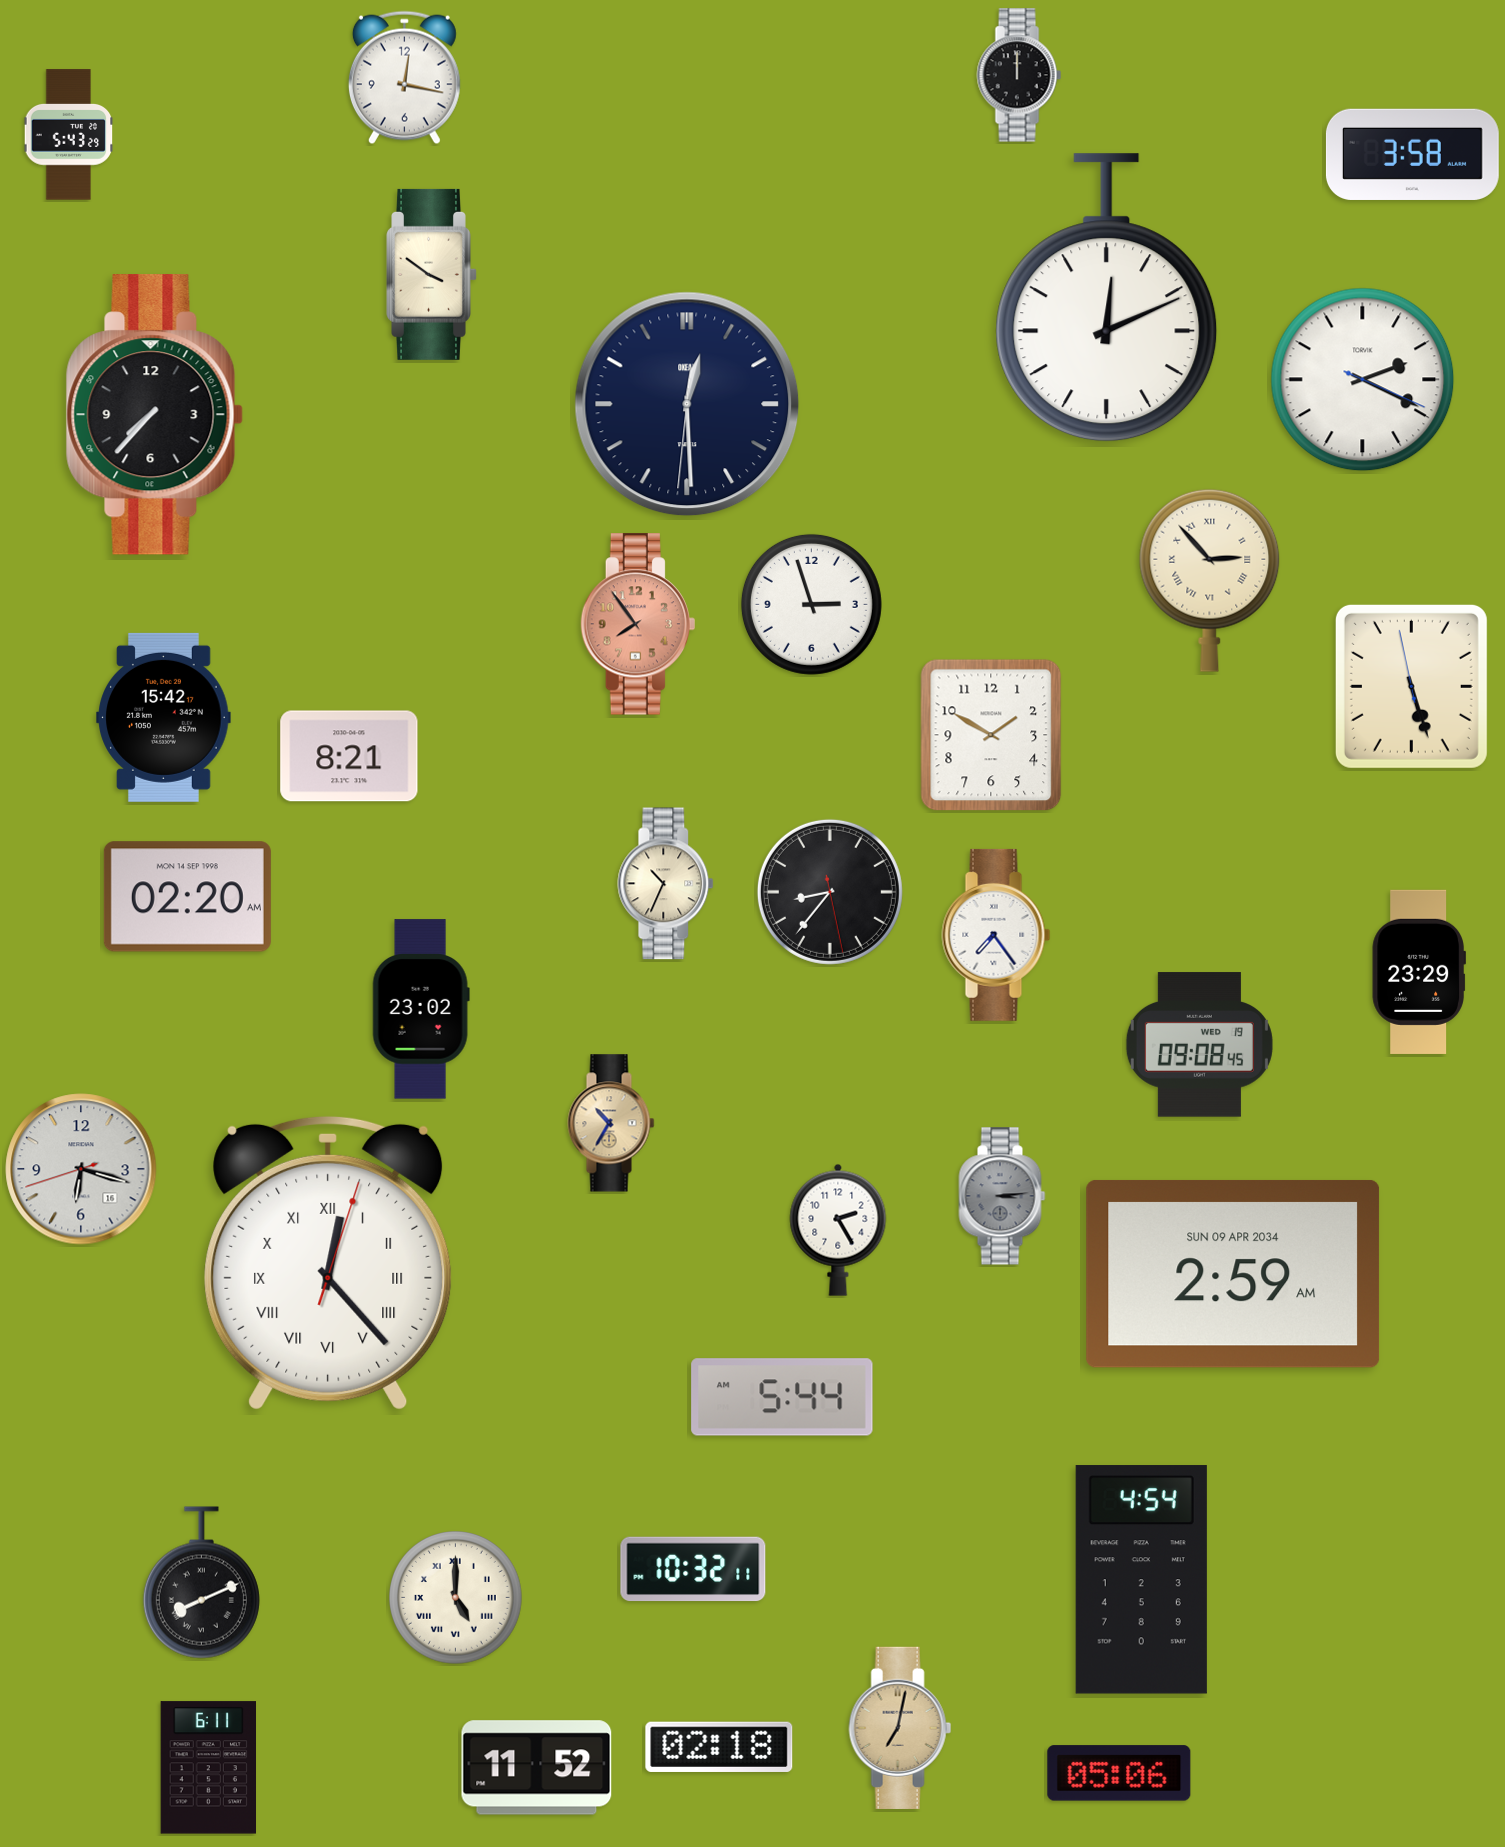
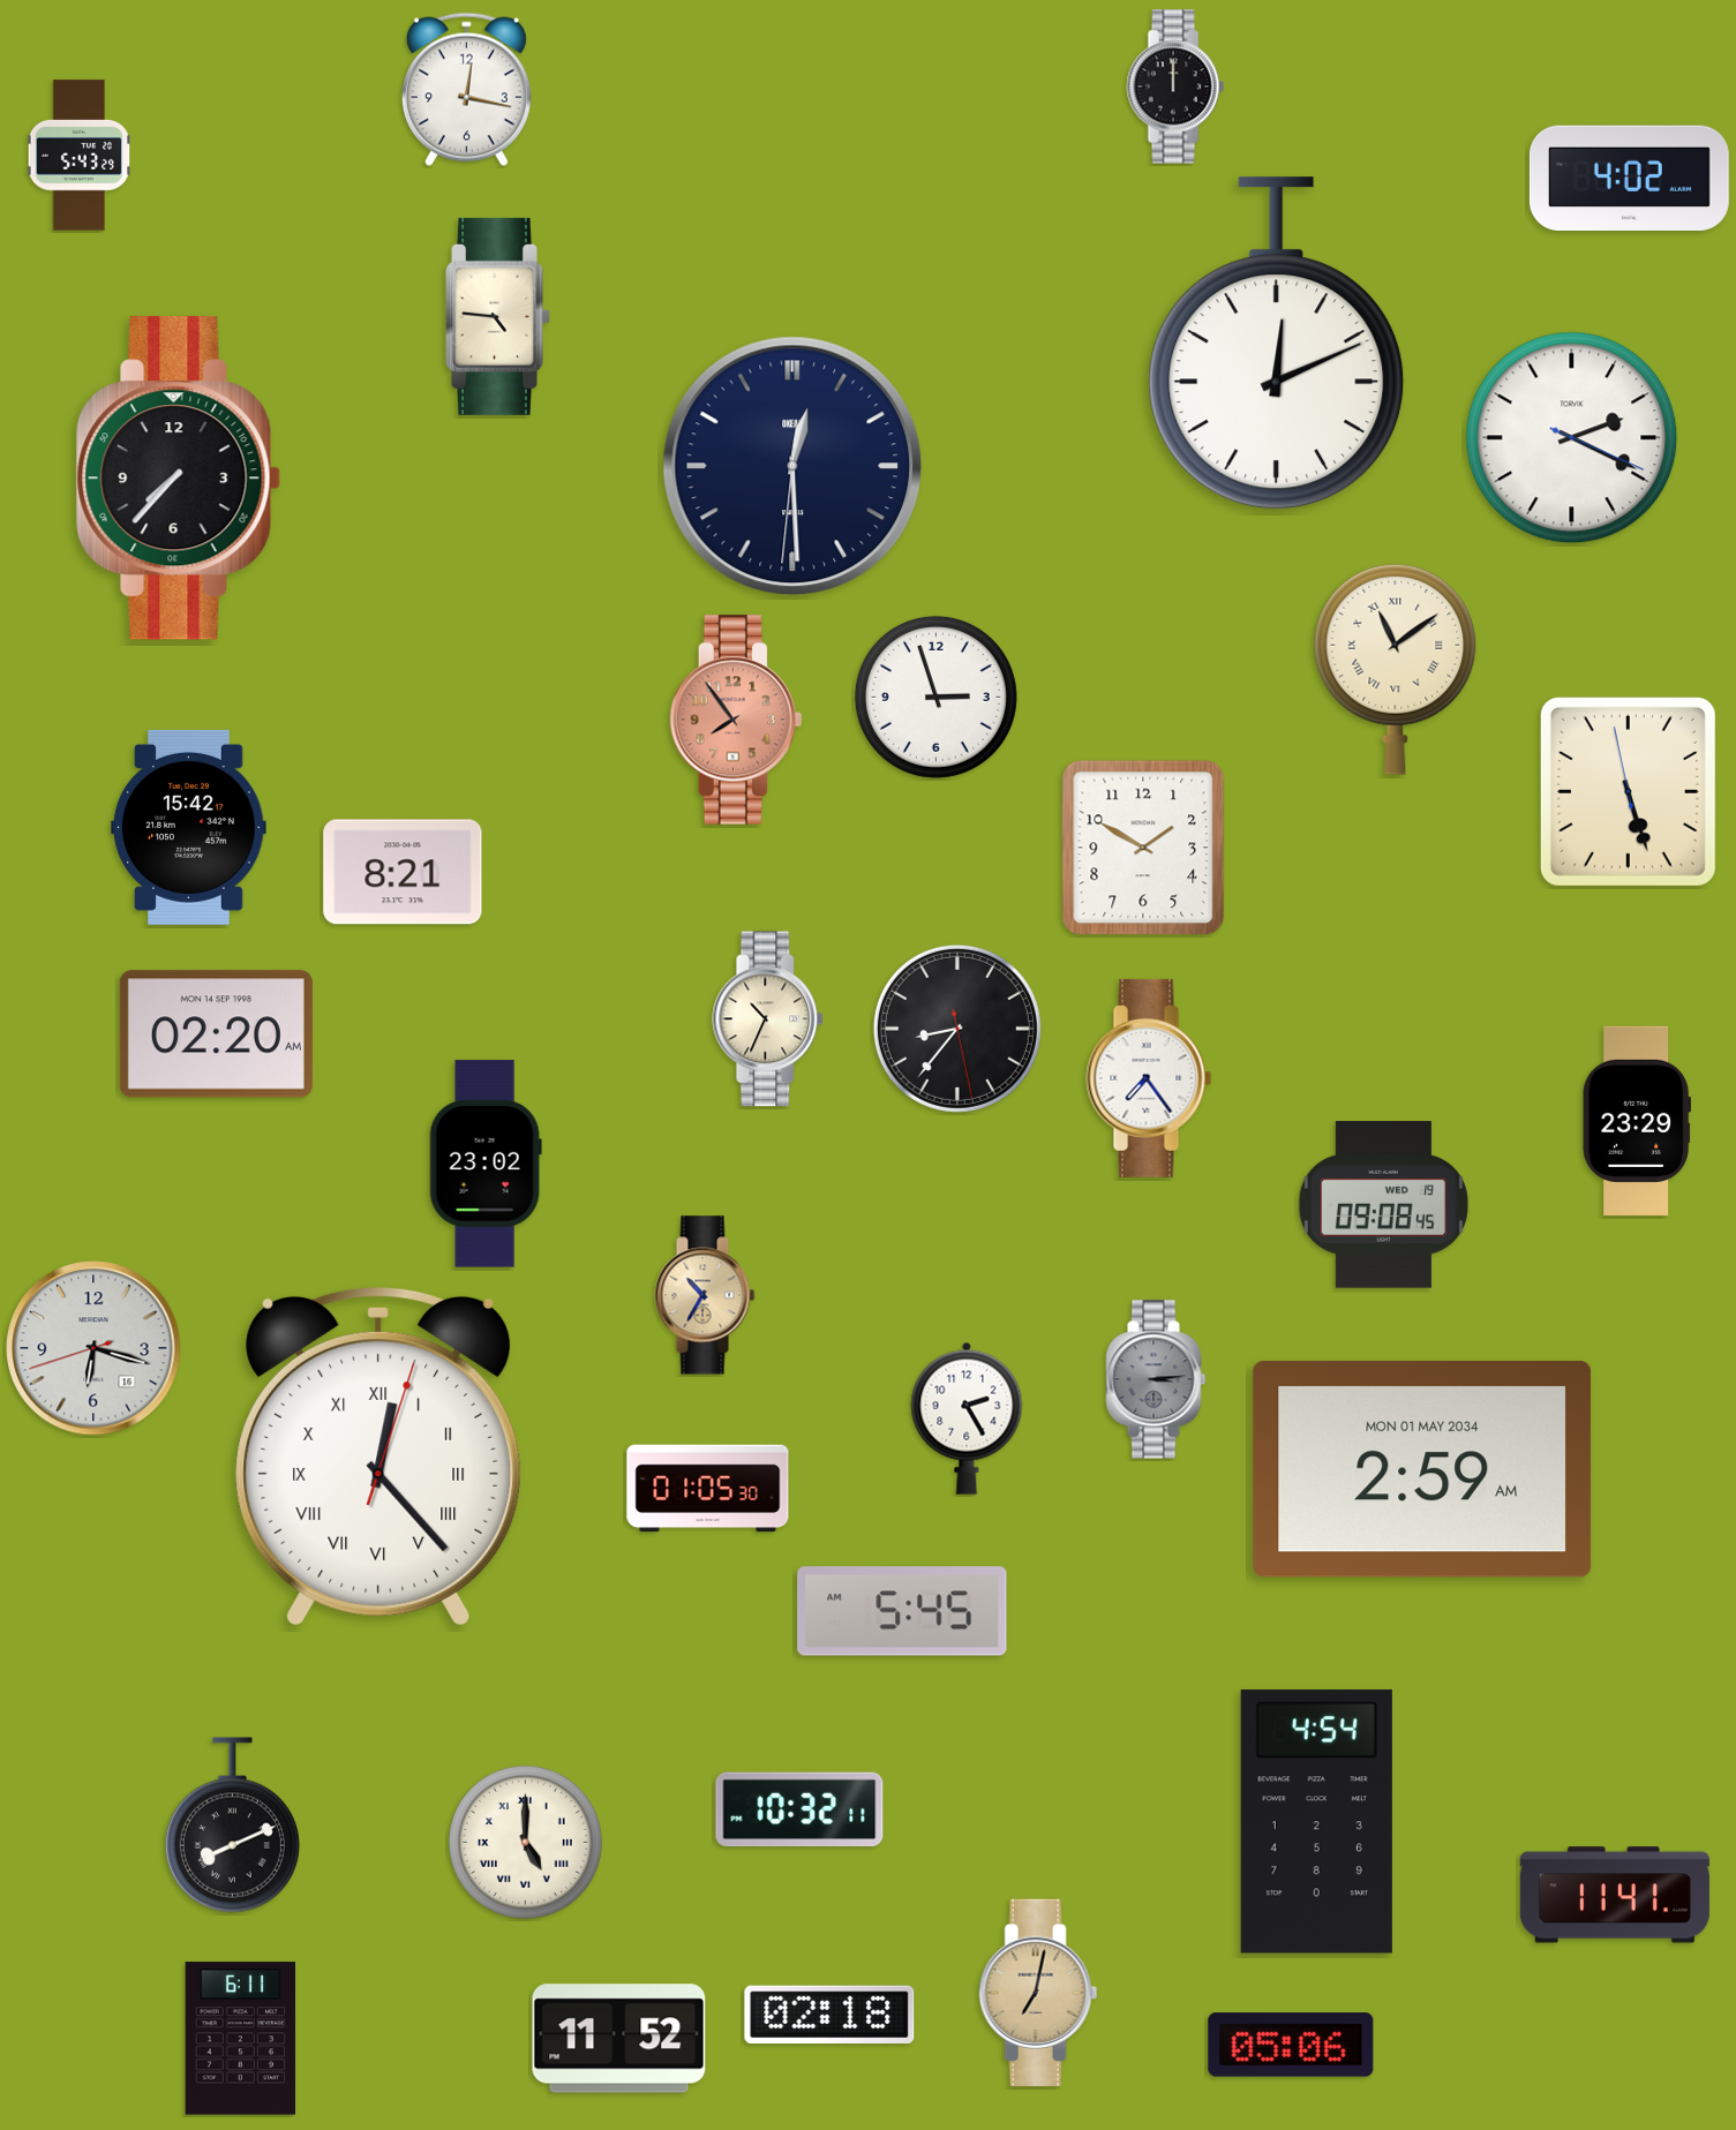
clock at (1412, 154): 3:58 -> 4:02
clock at (432, 274): 3:51 -> 4:46
clock at (1210, 580): 2:53 -> 11:09
clock at (1233, 1274) date: SUN 09 APR 2034 -> MON 01 MAY 2034
clock at (708, 1489): none -> 01:05
clock at (782, 1397): 5:44 -> 5:45
clock at (1615, 1895): none -> 11:41
